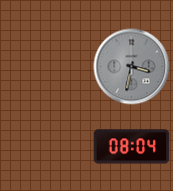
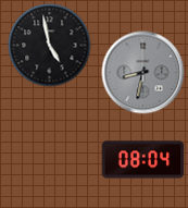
clock at (50, 46): none -> 4:58
clock at (132, 67): 3:32 -> 8:32
